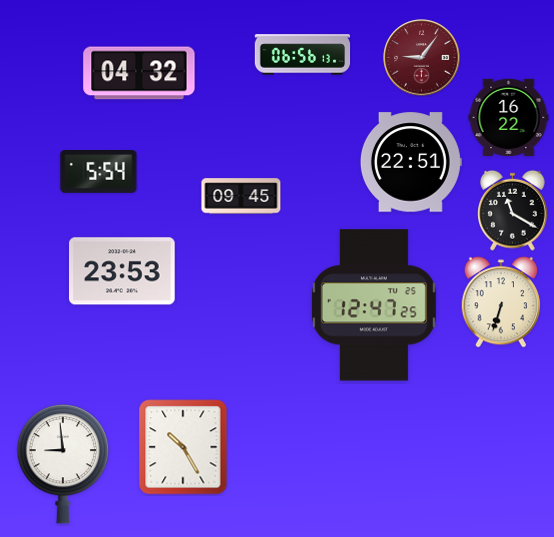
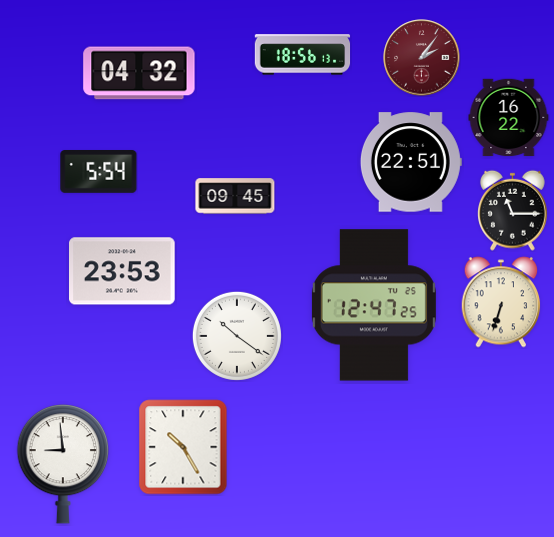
clock at (303, 55): 06:56 -> 18:56
clock at (422, 58): 9:06 -> 2:06
clock at (241, 196) position: (241, 196) -> (235, 196)
clock at (513, 210): 11:20 -> 11:15
clock at (237, 336): none -> 10:21
